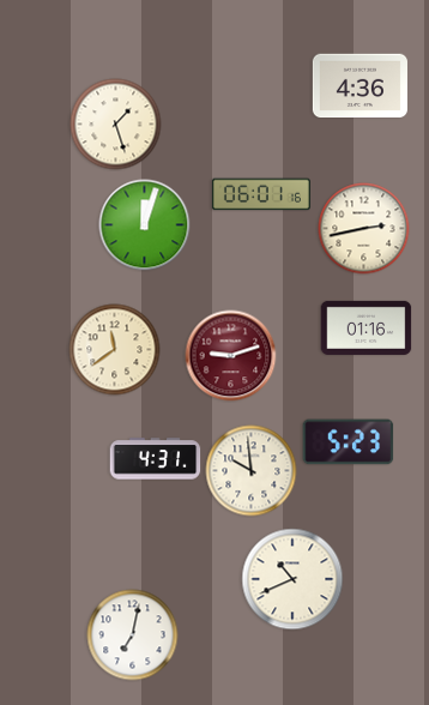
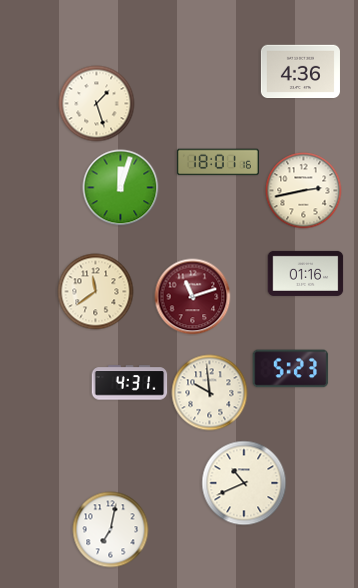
clock at (261, 194): 06:01 -> 18:01
clock at (231, 356): 9:12 -> 11:12
